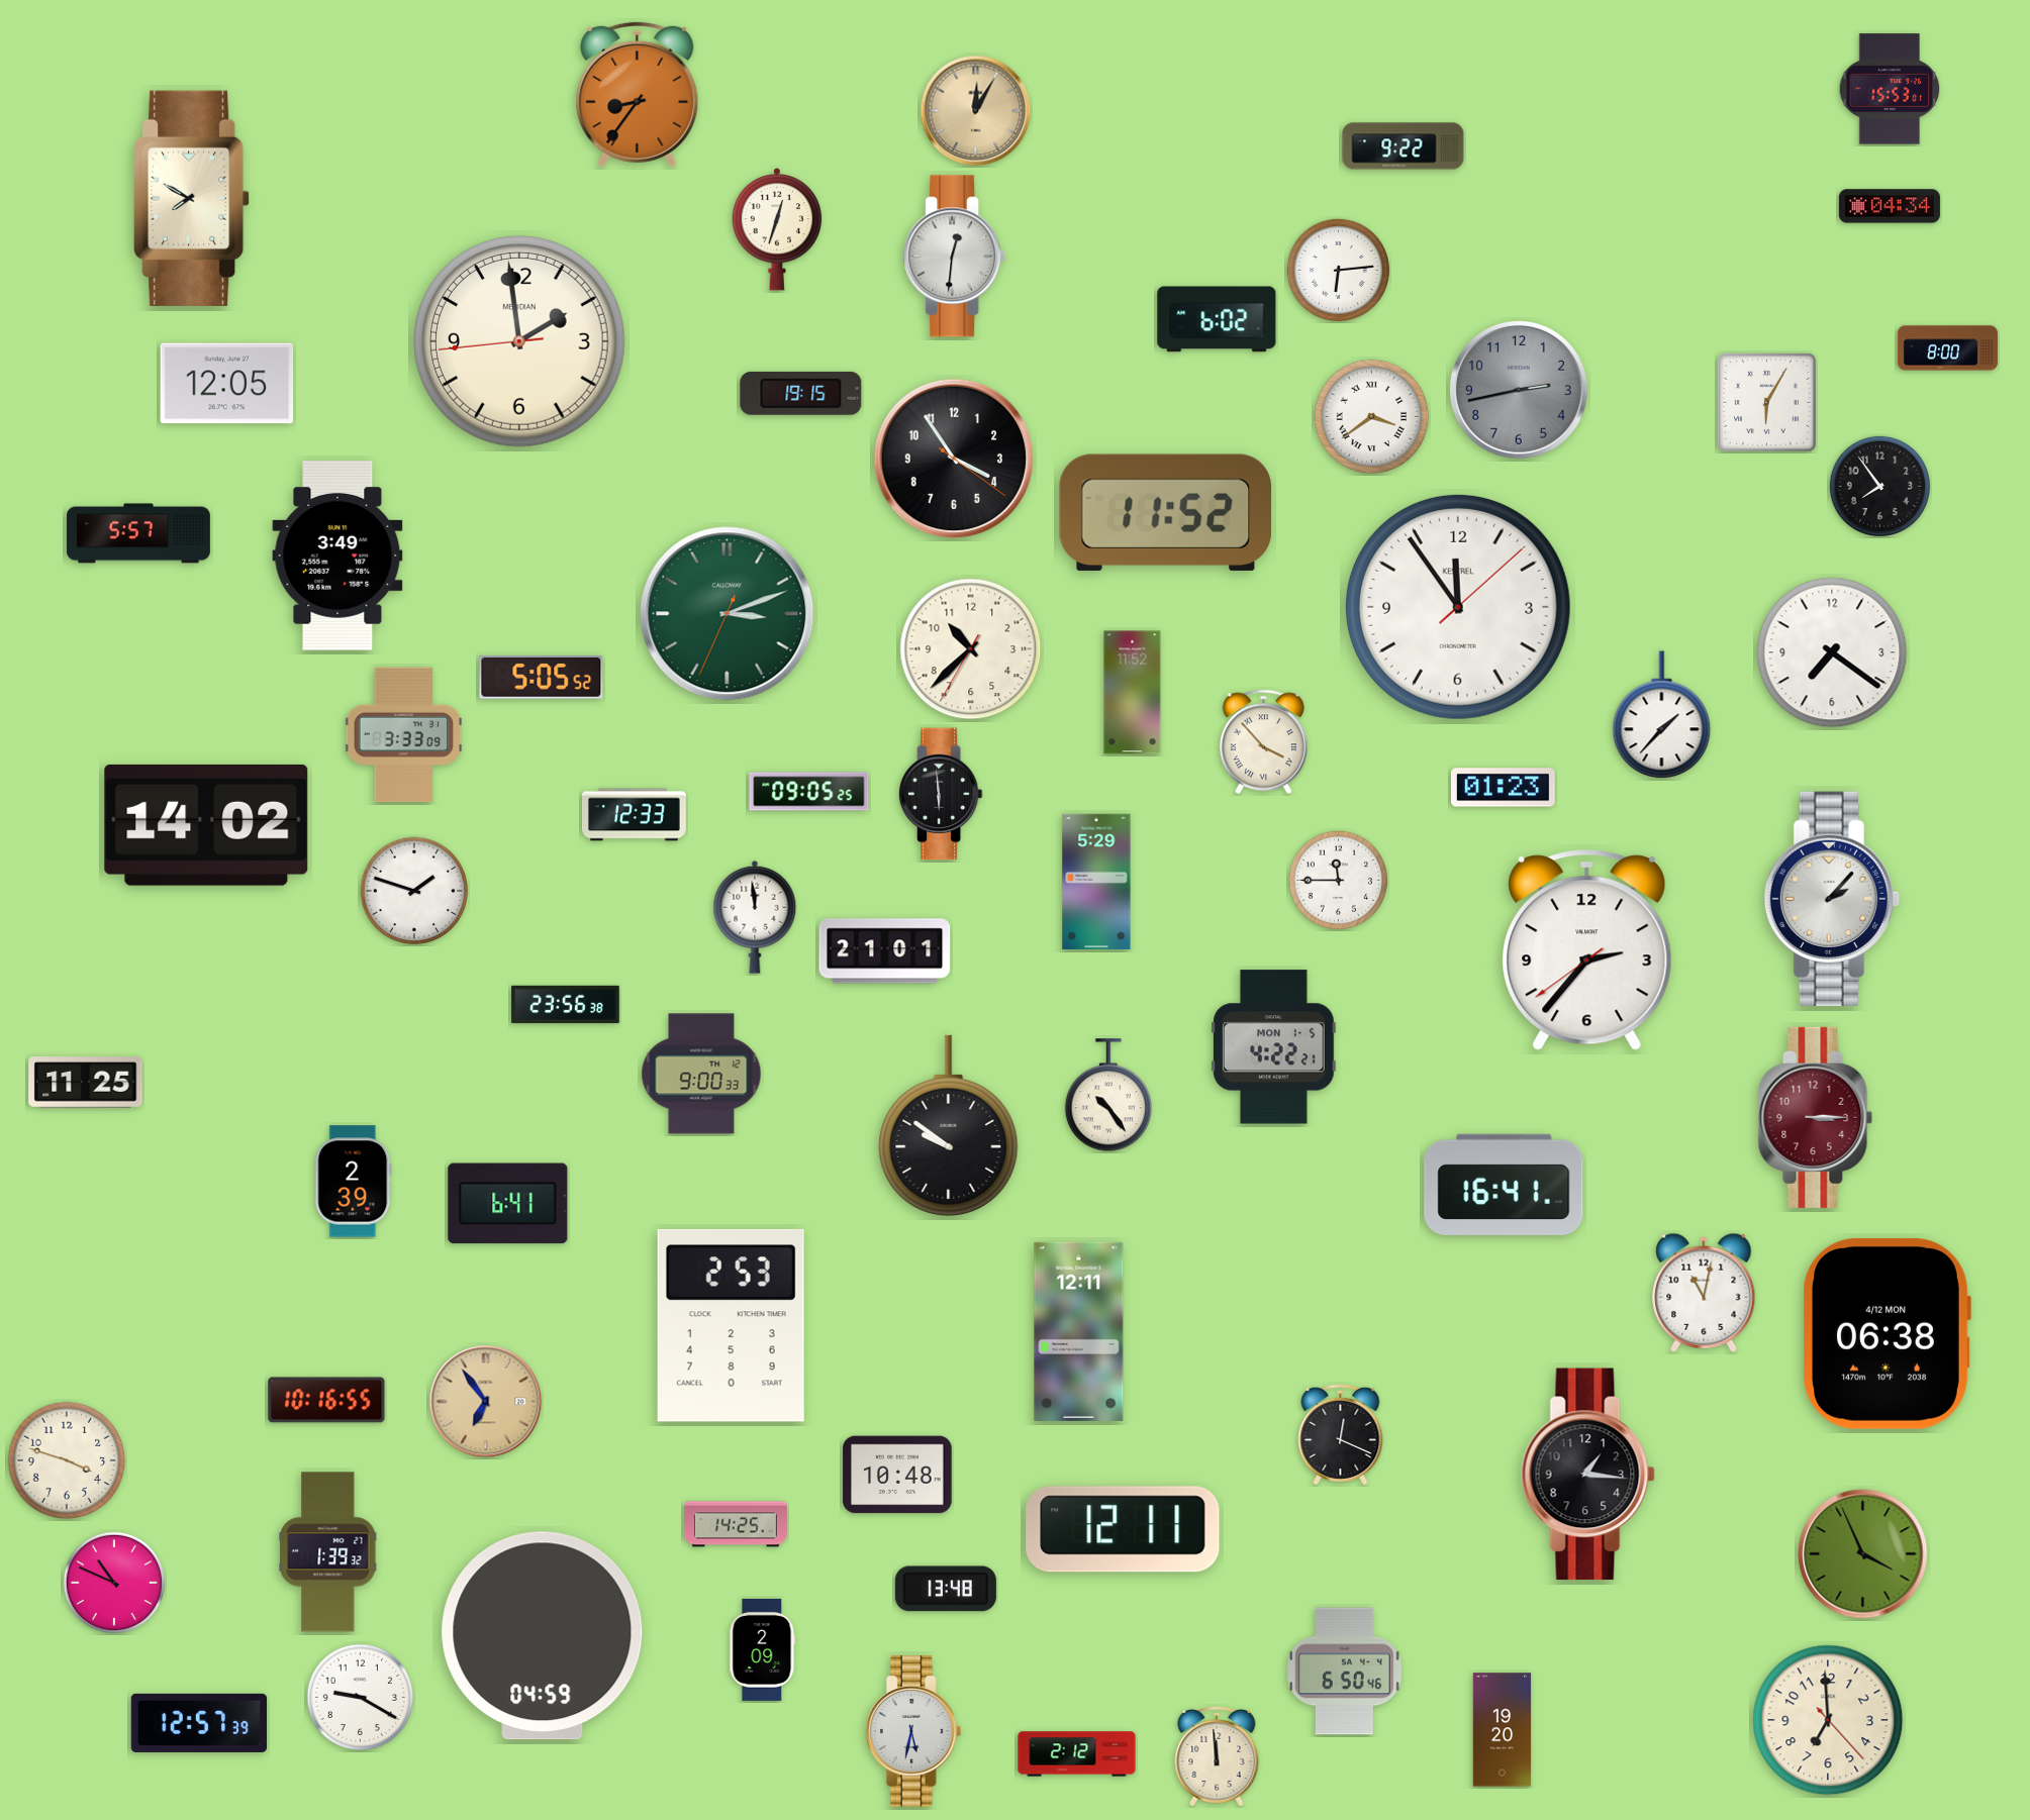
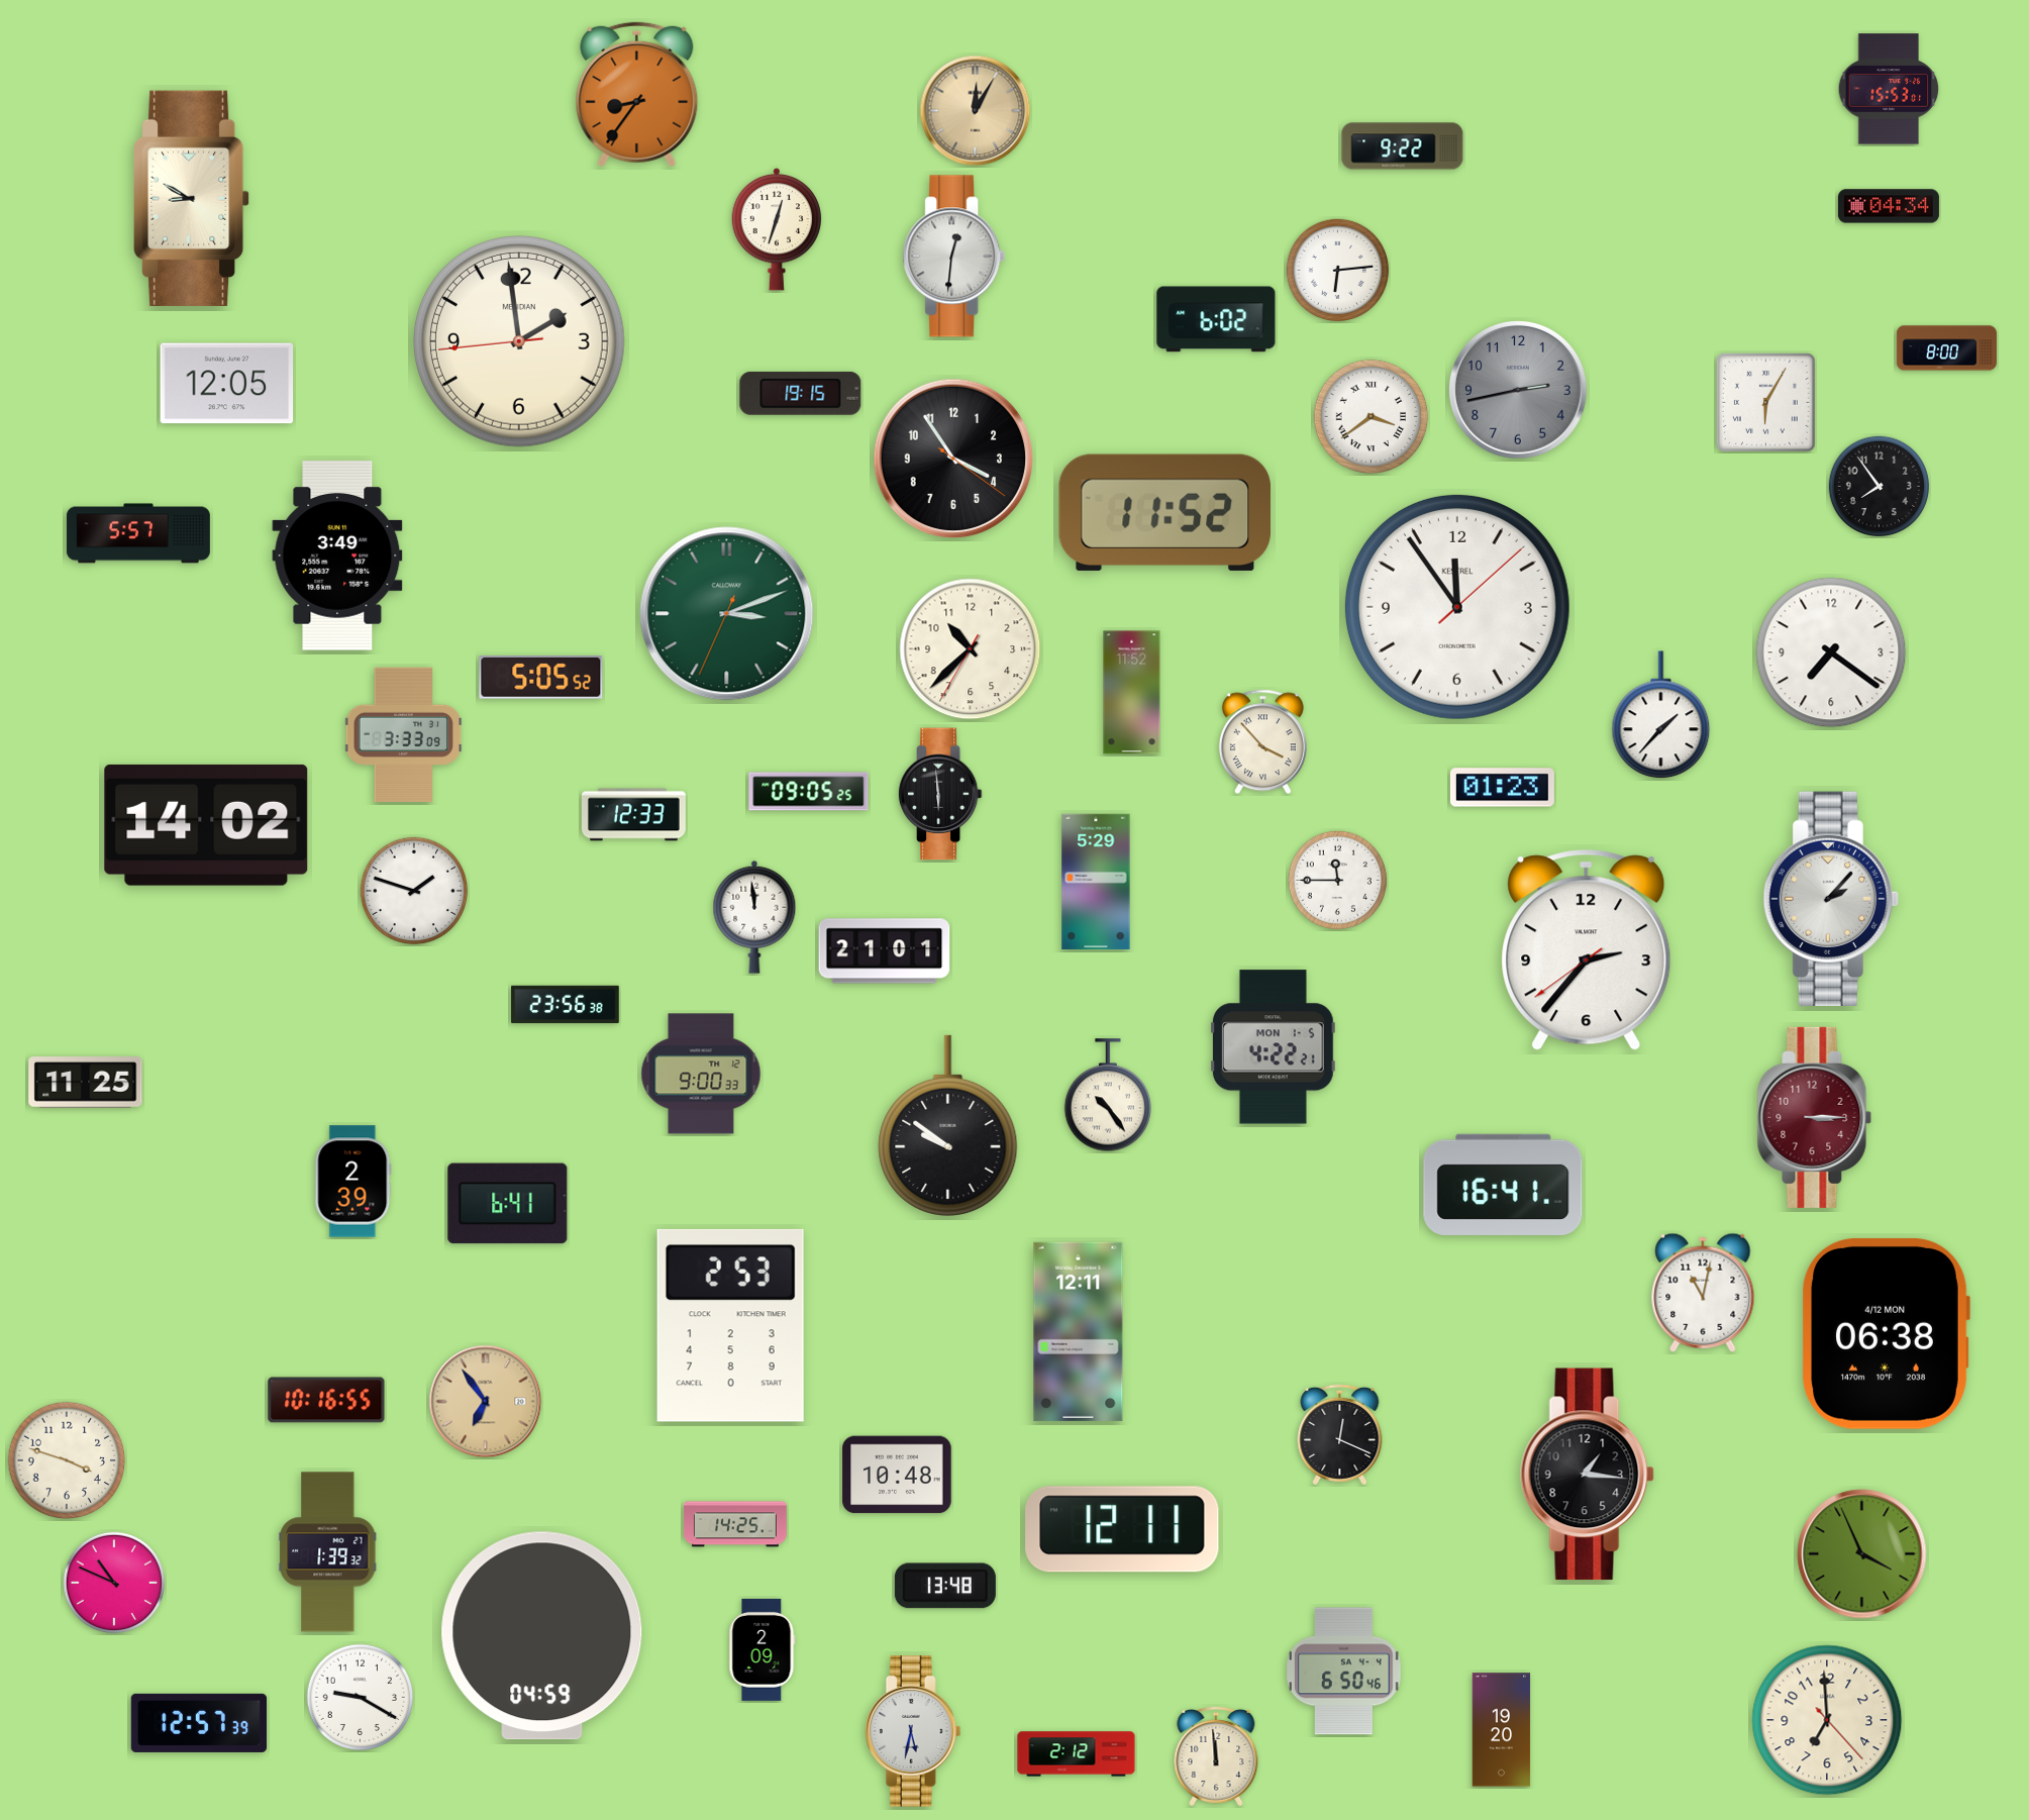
clock at (192, 198): 7:50 -> 8:50
clock at (946, 1589) position: (946, 1589) -> (945, 1586)
